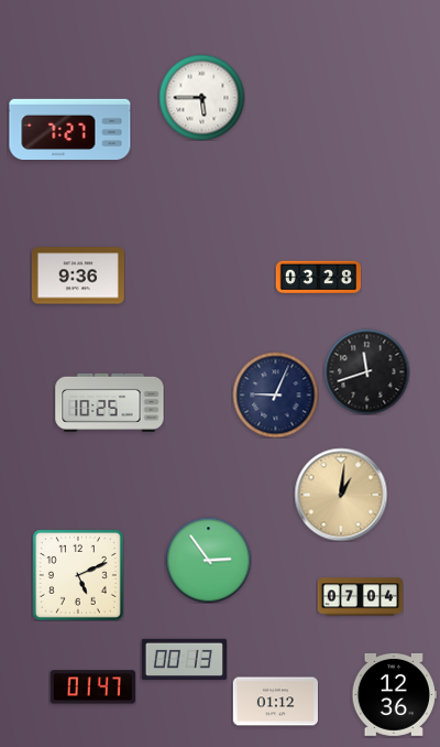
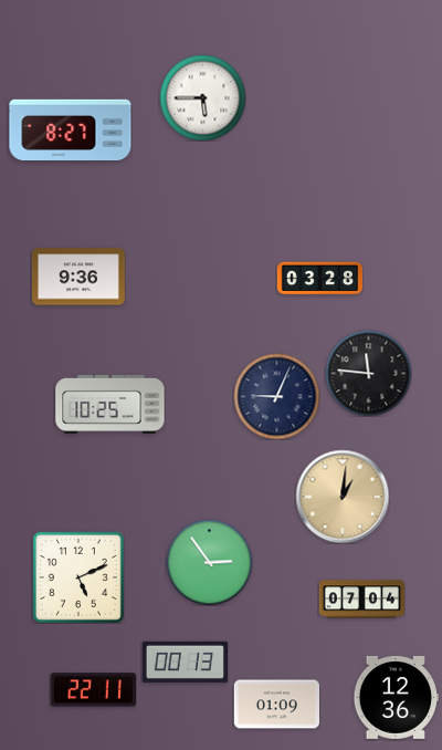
clock at (70, 129): 7:27 -> 8:27
clock at (366, 371): 11:42 -> 11:46
clock at (92, 688): 01:47 -> 22:11
clock at (275, 702): 01:12 -> 01:09
